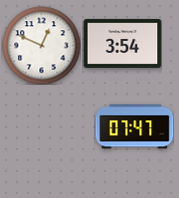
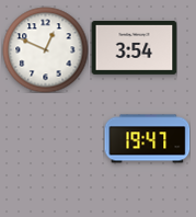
clock at (134, 127): 07:47 -> 19:47
